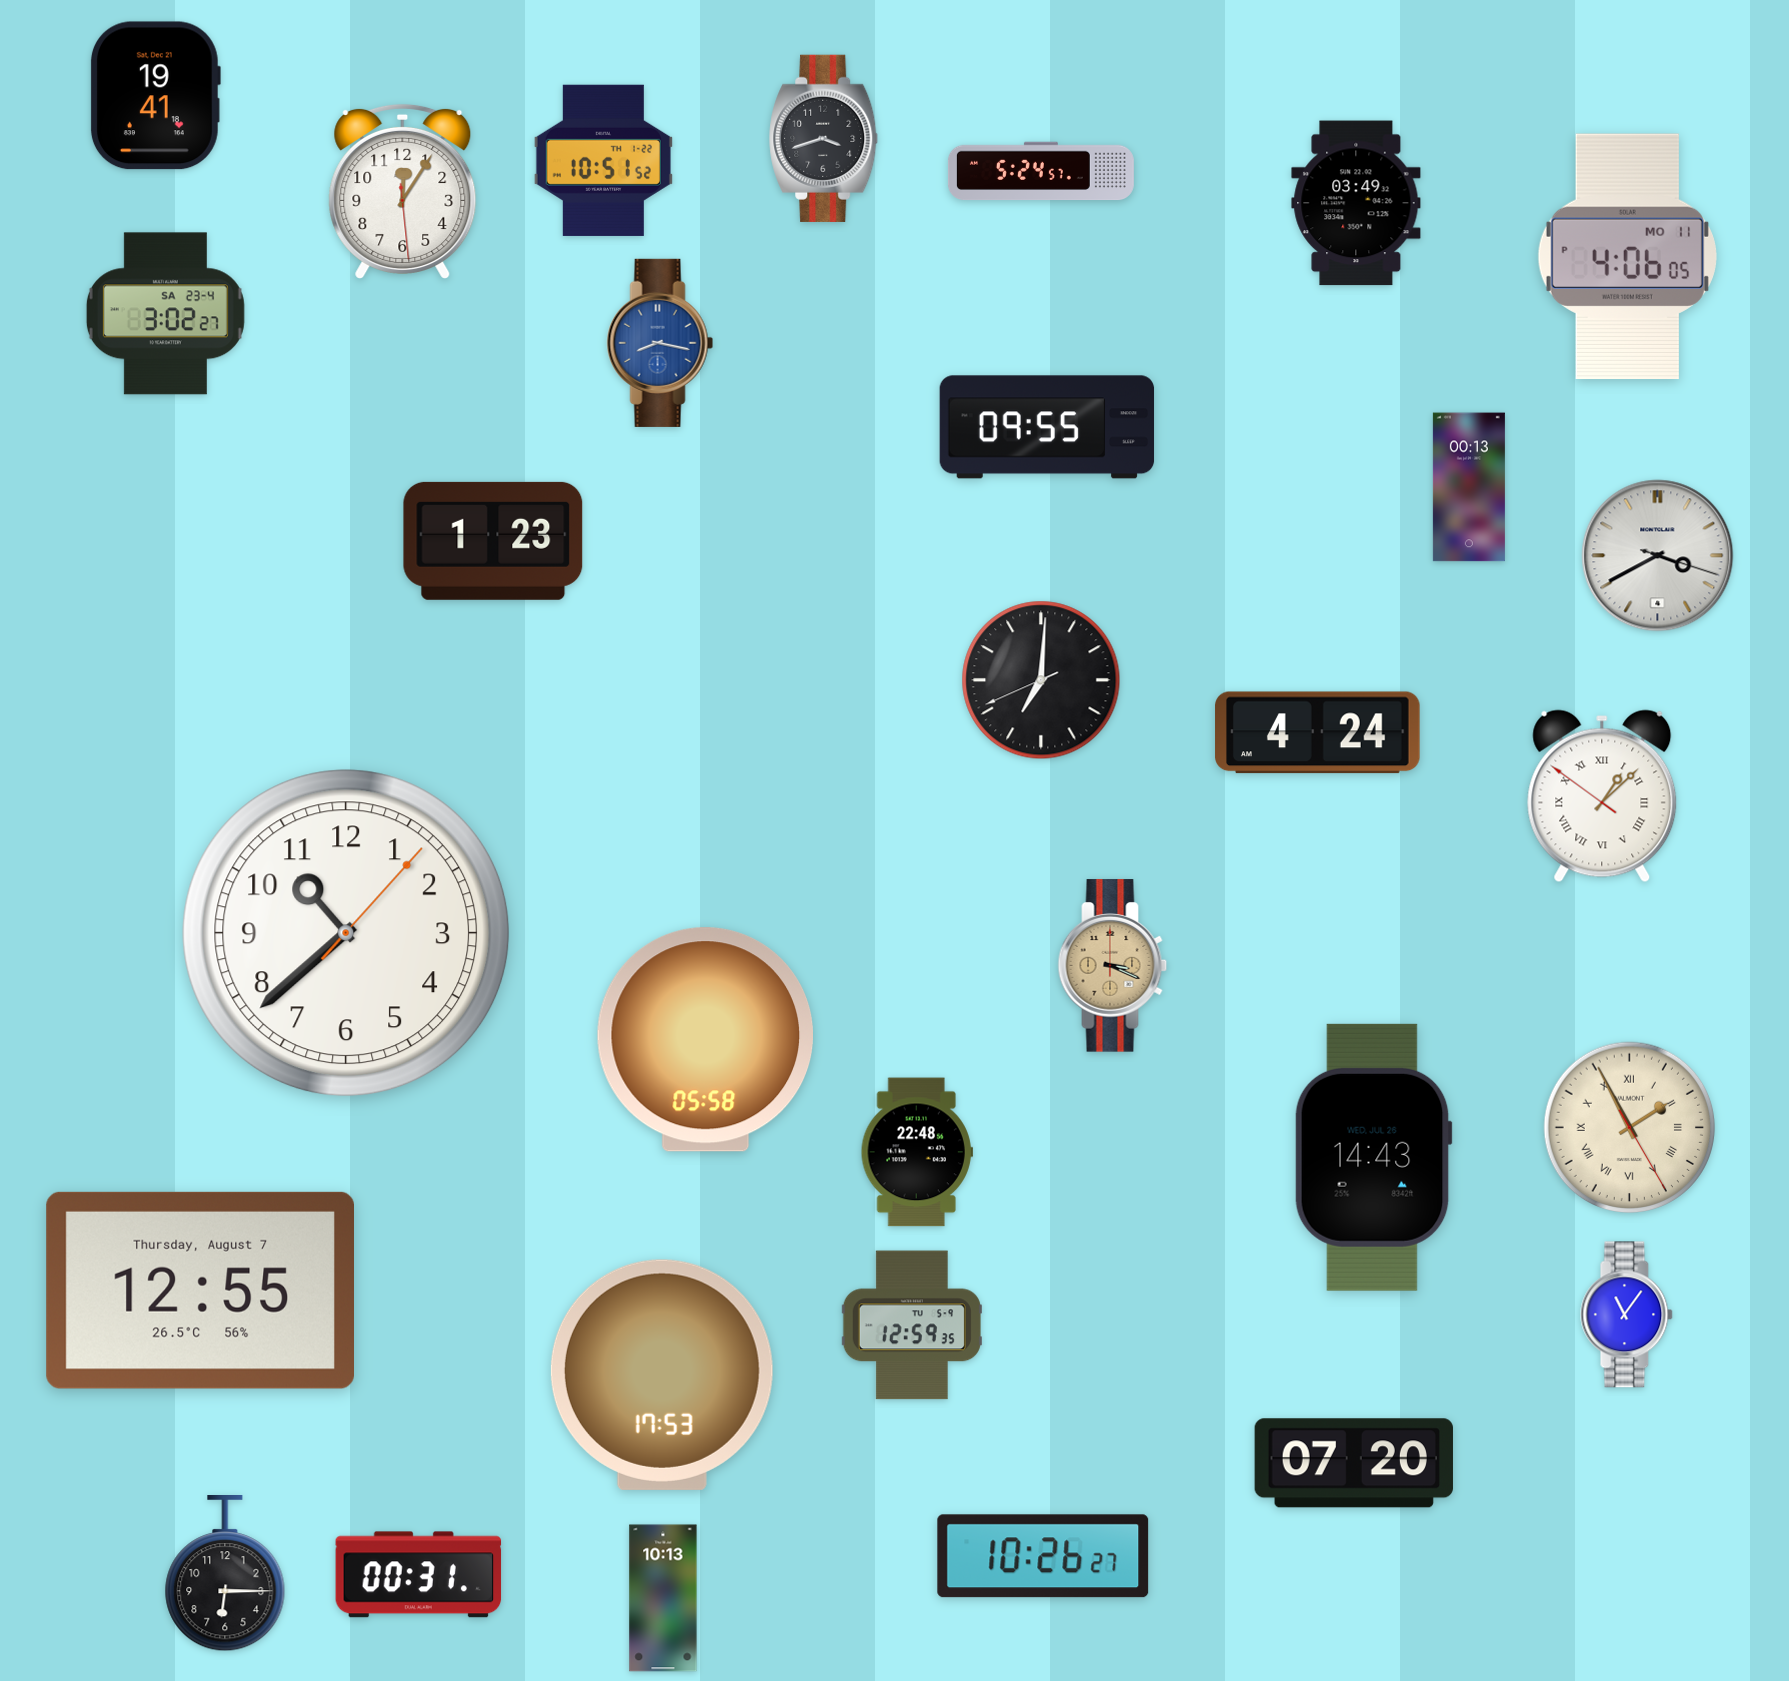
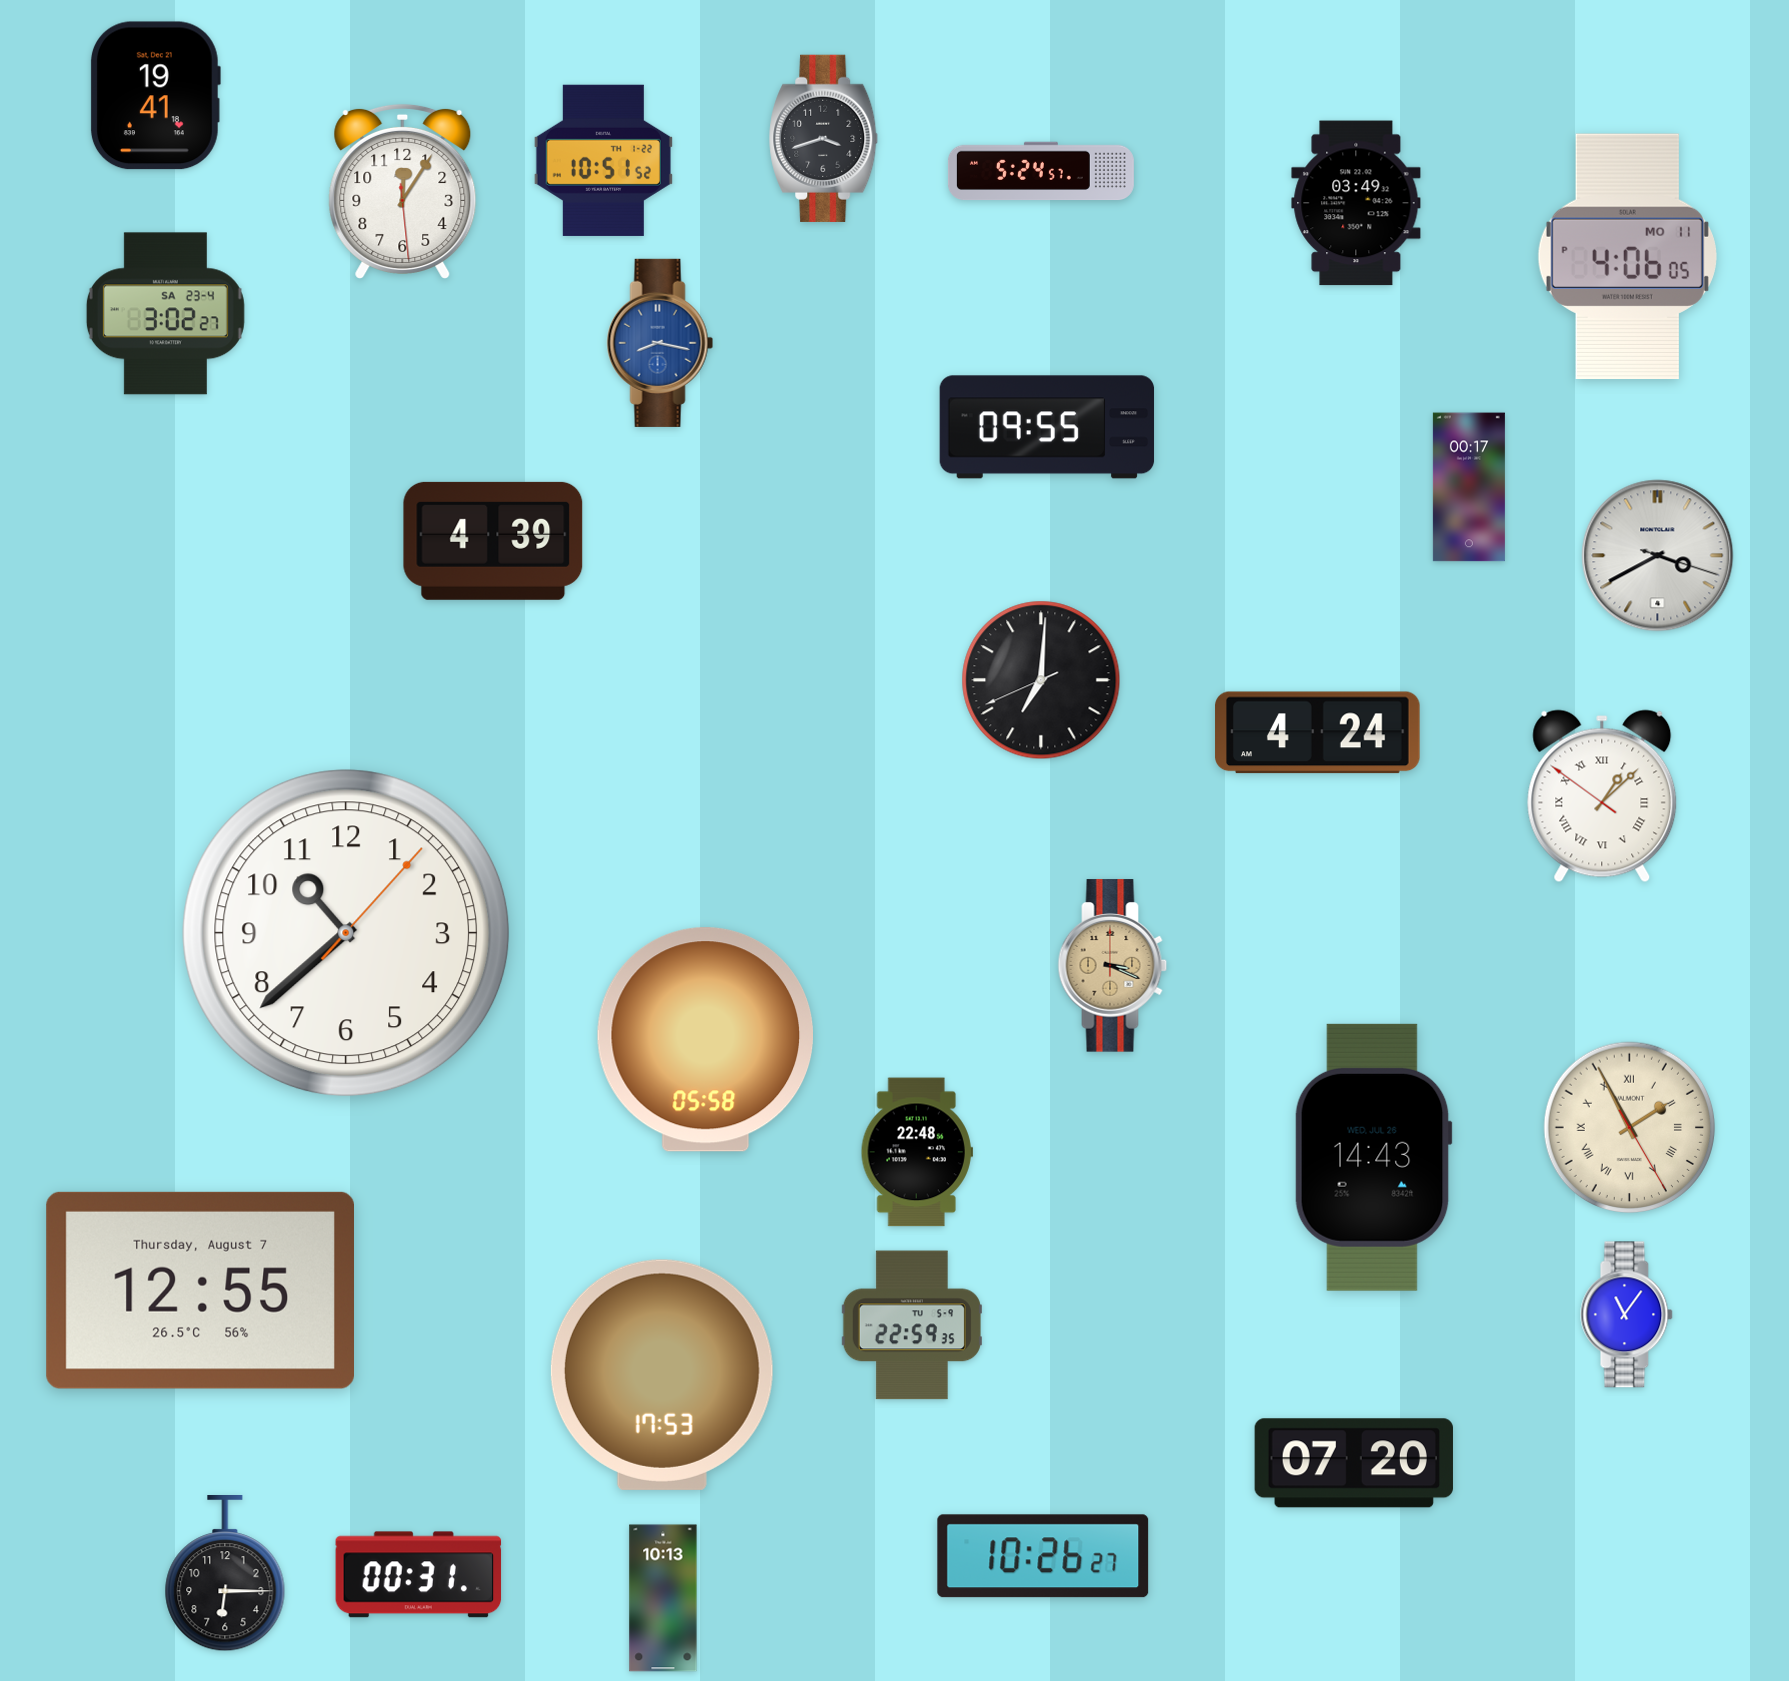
clock at (1469, 487): 00:13 -> 00:17
clock at (493, 541): 1:23 -> 4:39
clock at (912, 1325): 12:59 -> 22:59
